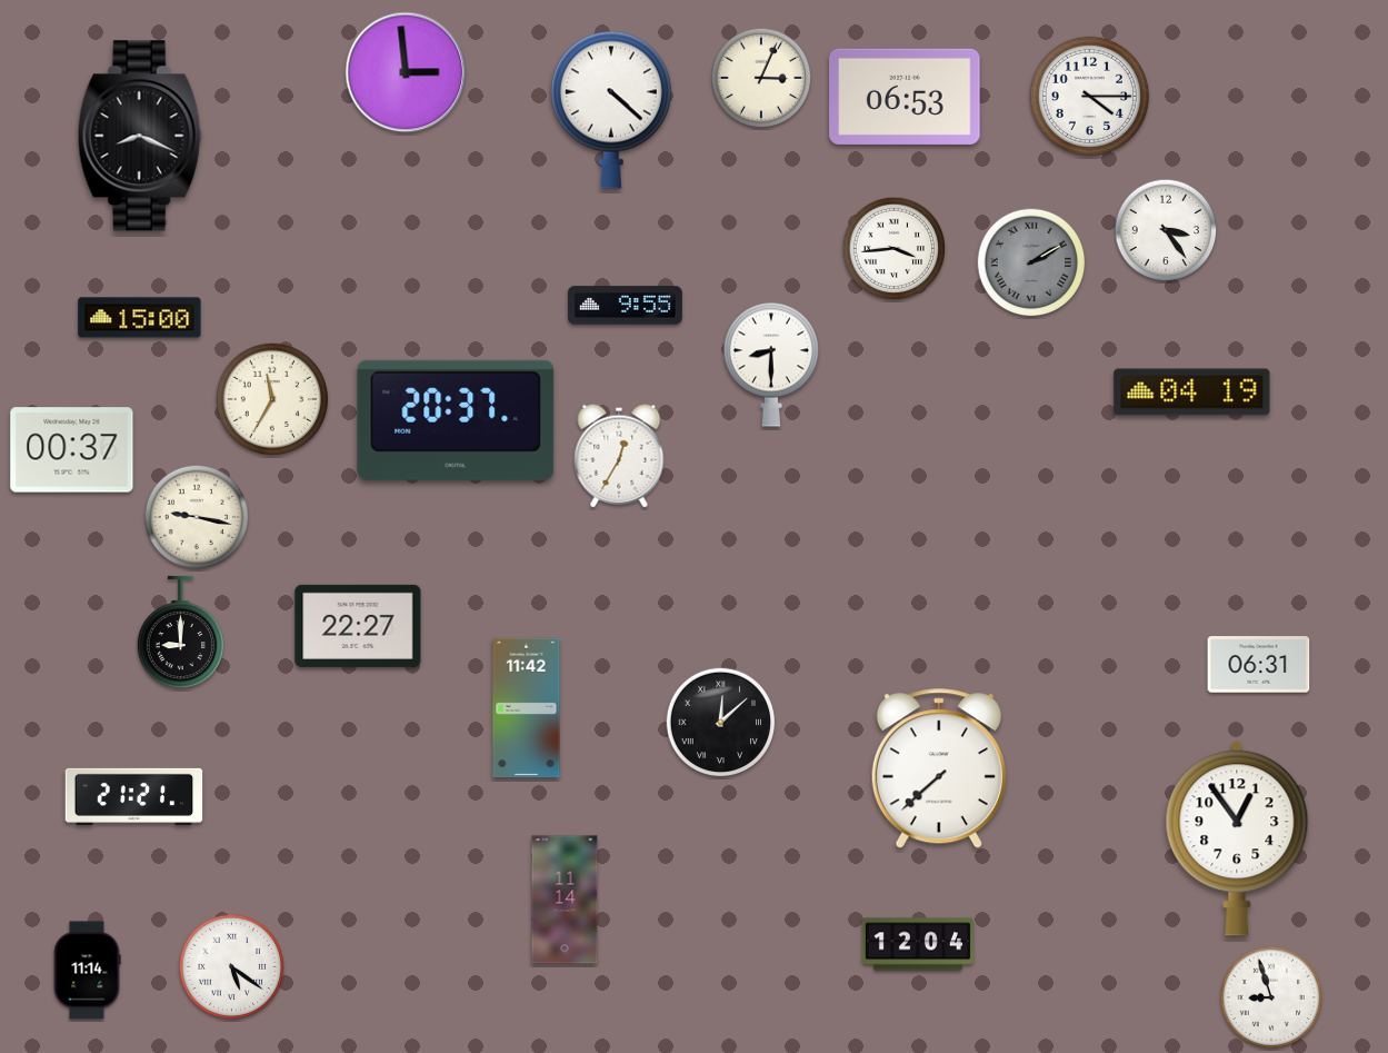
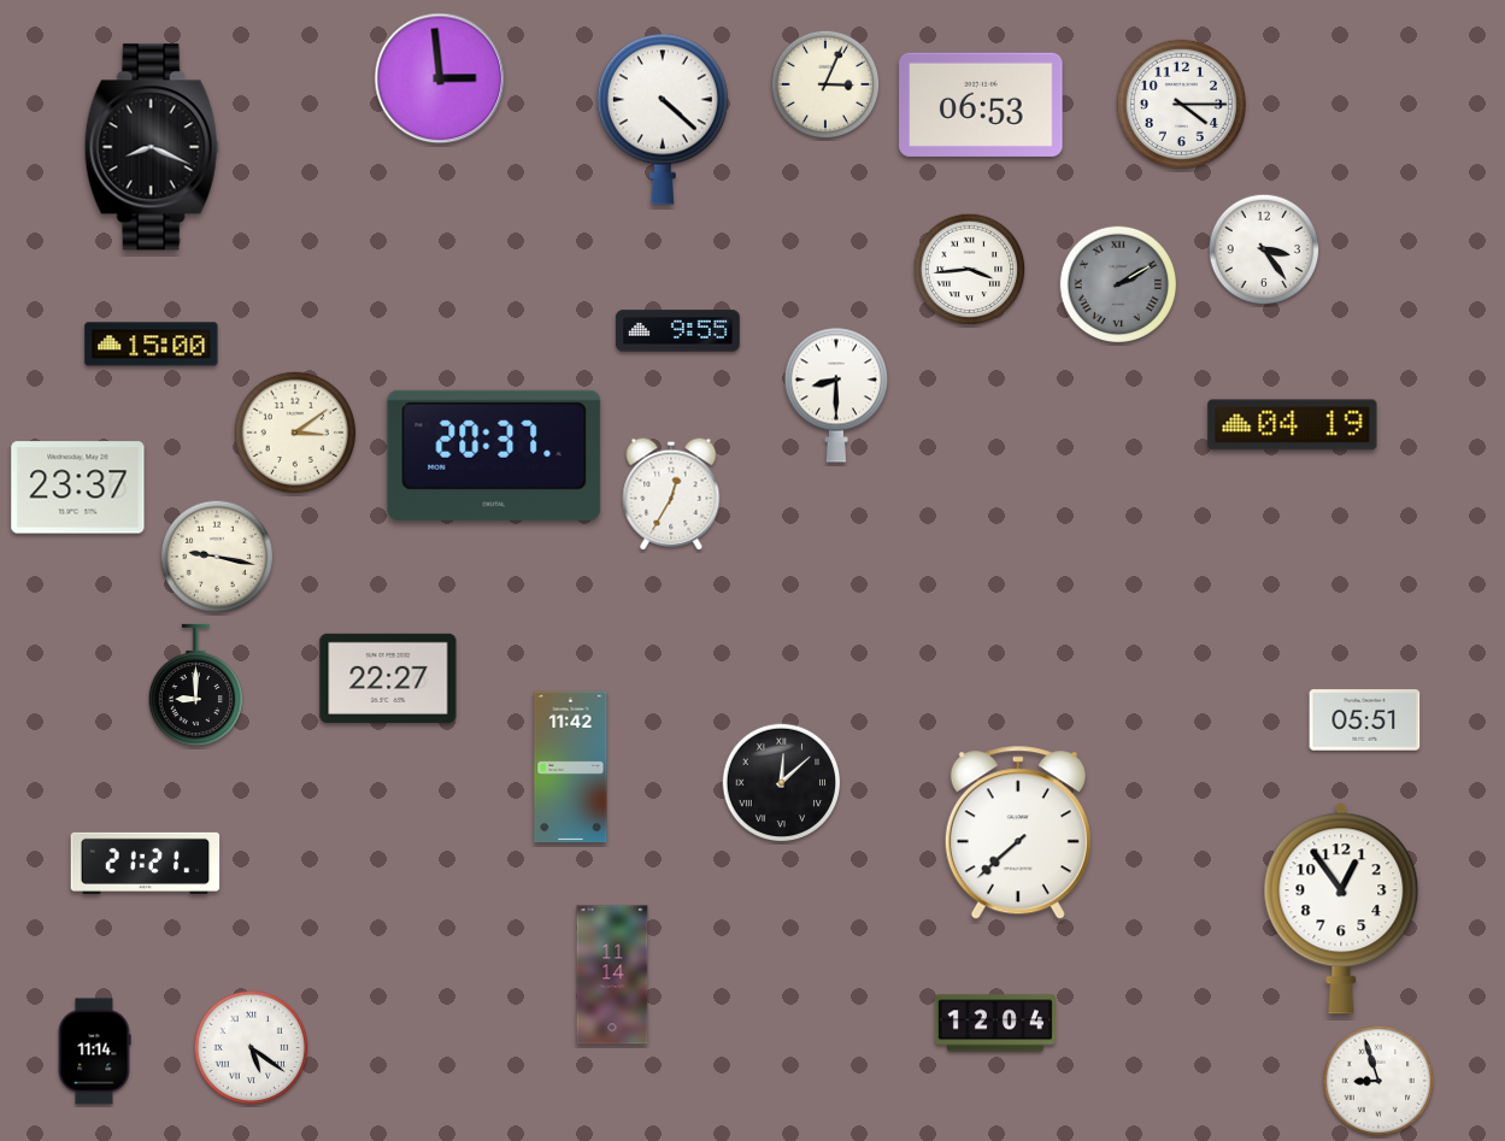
clock at (272, 399): 11:35 -> 3:09
clock at (72, 450): 00:37 -> 23:37
clock at (197, 517) position: (197, 517) -> (217, 557)
clock at (1259, 665): 06:31 -> 05:51
